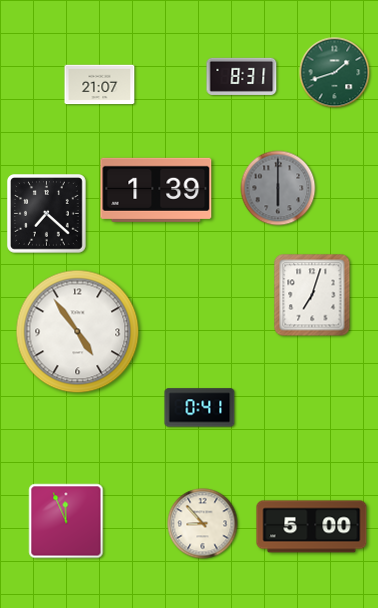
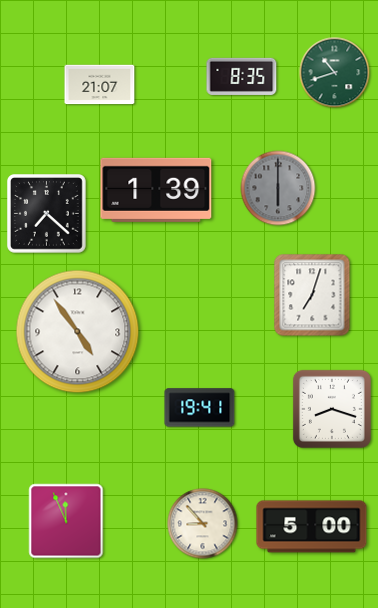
clock at (335, 73): 1:42 -> 10:42
clock at (242, 76): 8:31 -> 8:35
clock at (200, 408): 0:41 -> 19:41
clock at (332, 409): none -> 8:18
